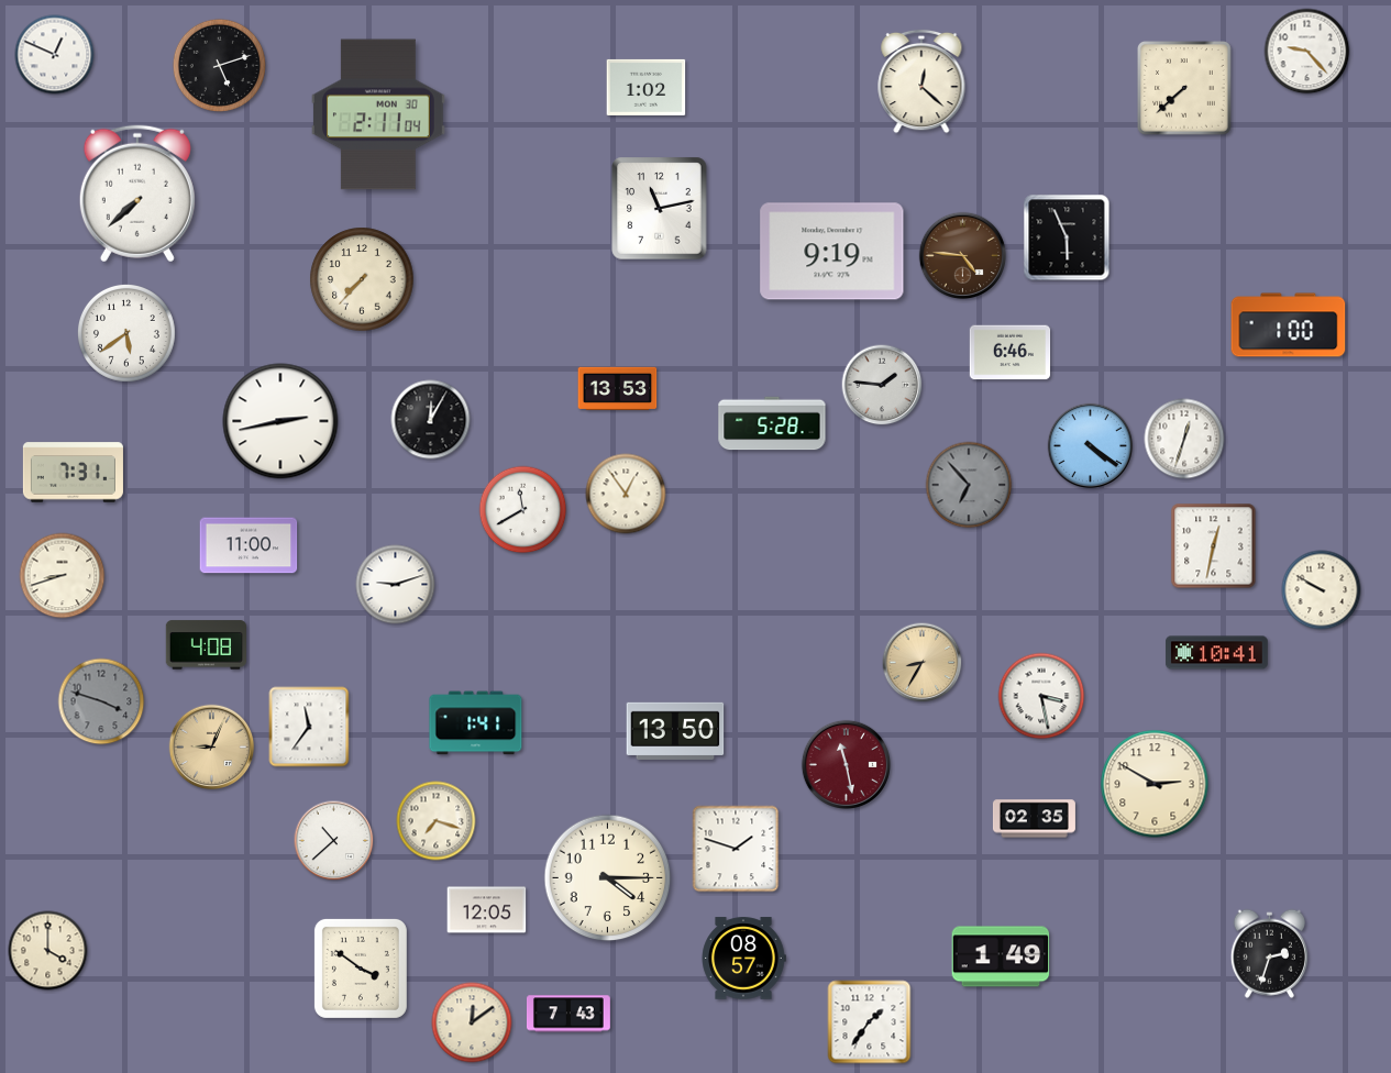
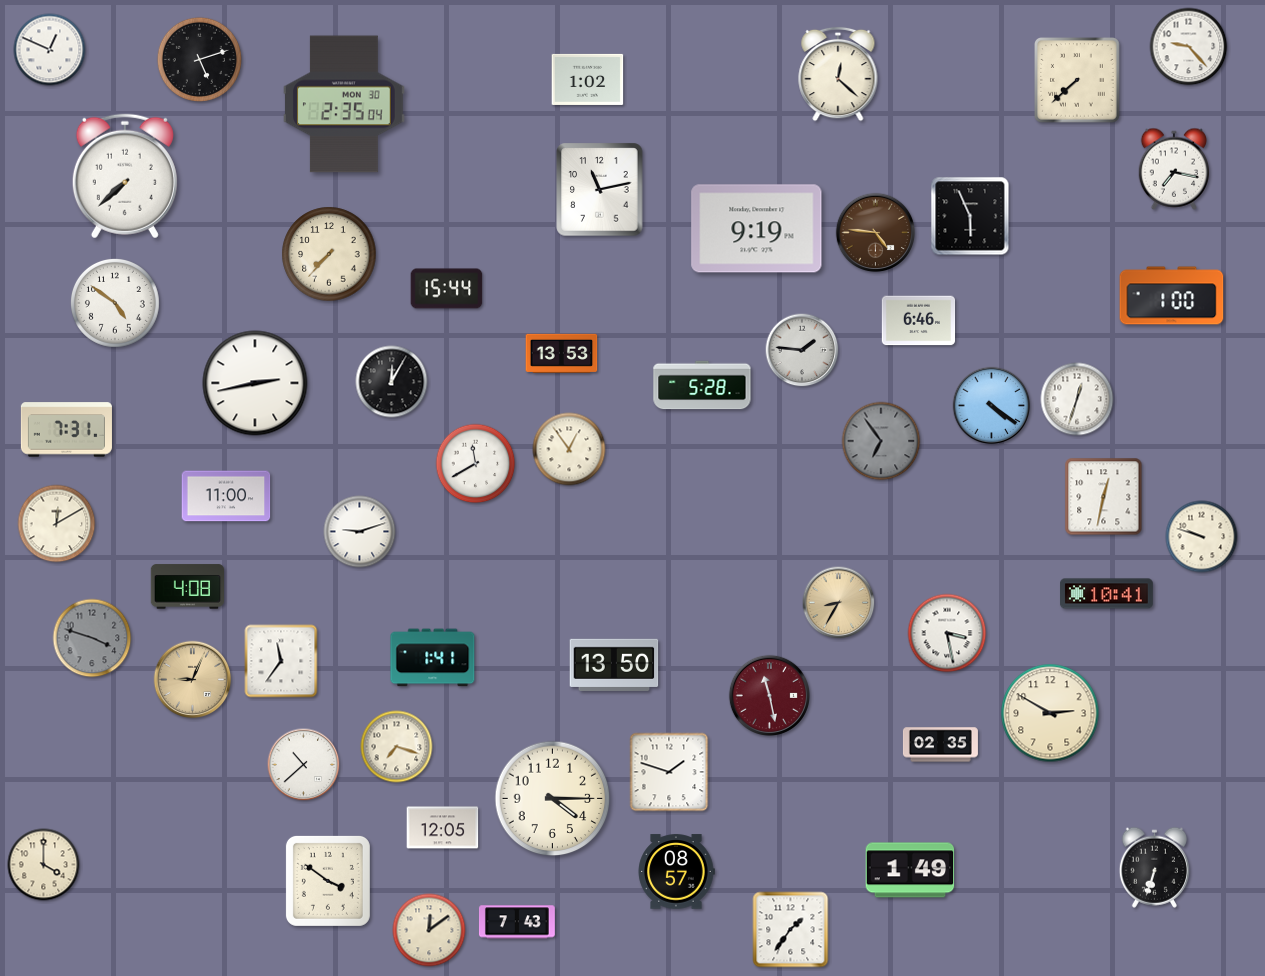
clock at (379, 114): 2:11 -> 2:35
clock at (1174, 169): none -> 7:17
clock at (447, 289): none -> 15:44
clock at (126, 333): 5:39 -> 4:51
clock at (969, 485): 6:53 -> 6:54
clock at (63, 576): 8:42 -> 12:10
clock at (1322, 590): 9:50 -> 9:48
clock at (1269, 953): 2:33 -> 6:33
